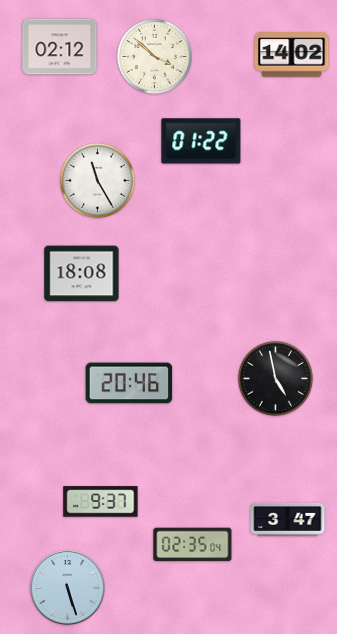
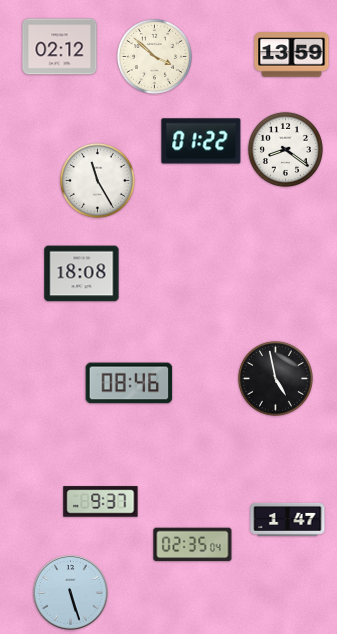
clock at (292, 55): 14:02 -> 13:59
clock at (285, 149): none -> 8:21
clock at (129, 383): 20:46 -> 08:46
clock at (288, 519): 3:47 -> 1:47
clock at (68, 588) position: (68, 588) -> (71, 593)
